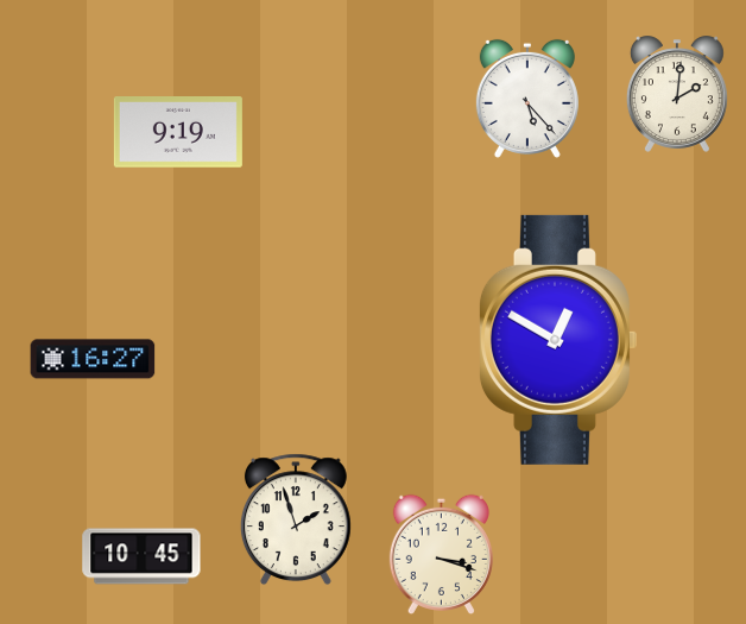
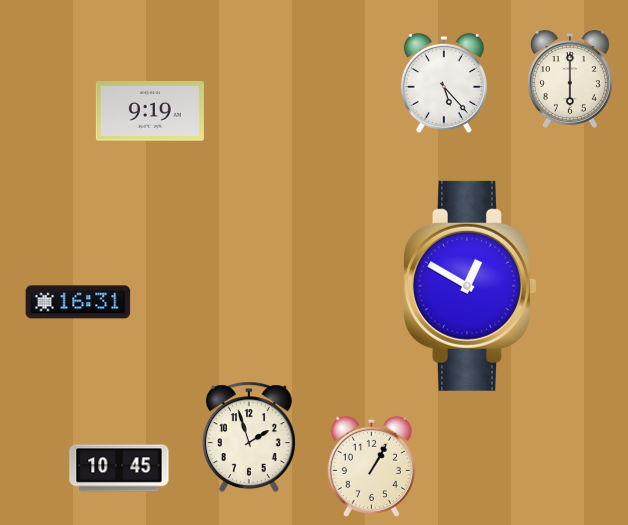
clock at (677, 94): 2:01 -> 6:00
clock at (93, 359): 16:27 -> 16:31
clock at (441, 554): 3:18 -> 1:05
